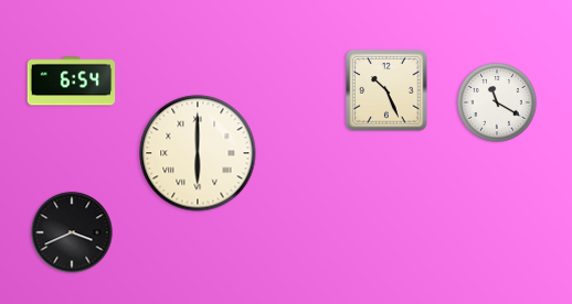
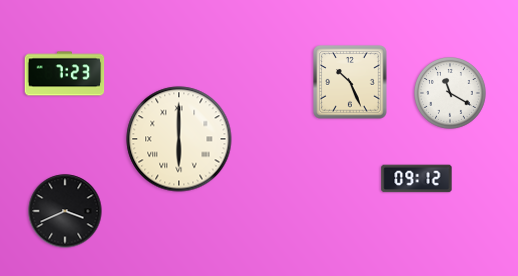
clock at (72, 82): 6:54 -> 7:23
clock at (417, 179): none -> 09:12
